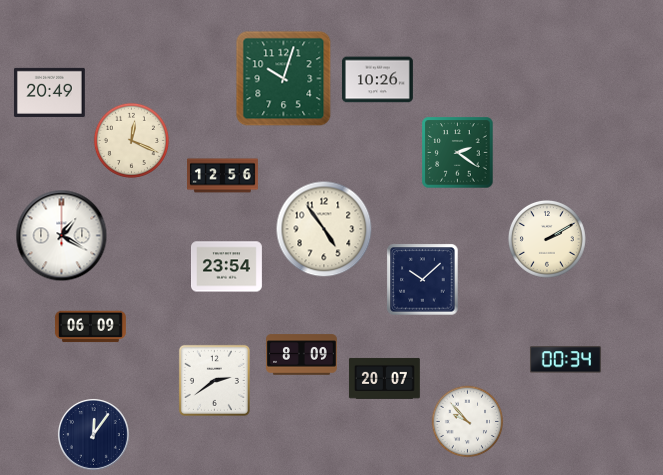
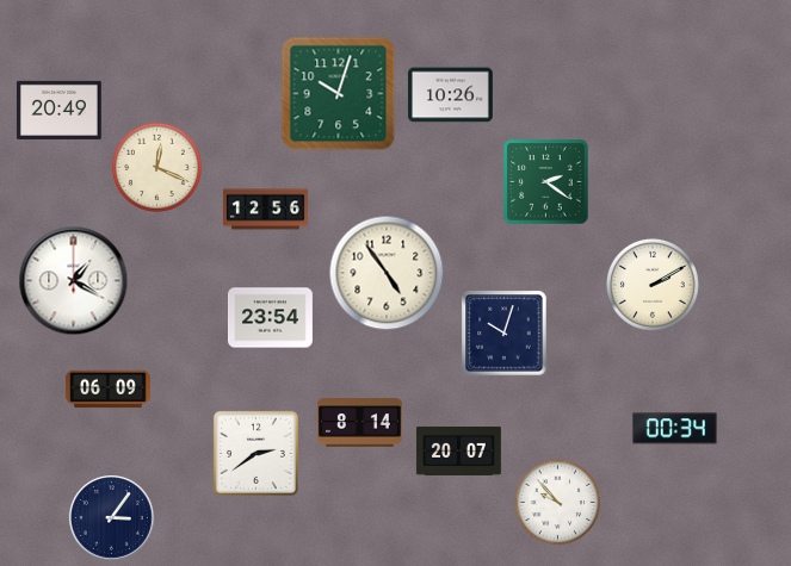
clock at (423, 280): 10:08 -> 10:03
clock at (302, 355): 8:09 -> 8:14
clock at (93, 434): 12:06 -> 3:06
